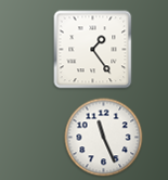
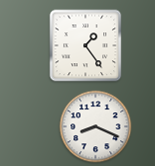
clock at (104, 138): 11:26 -> 8:19
